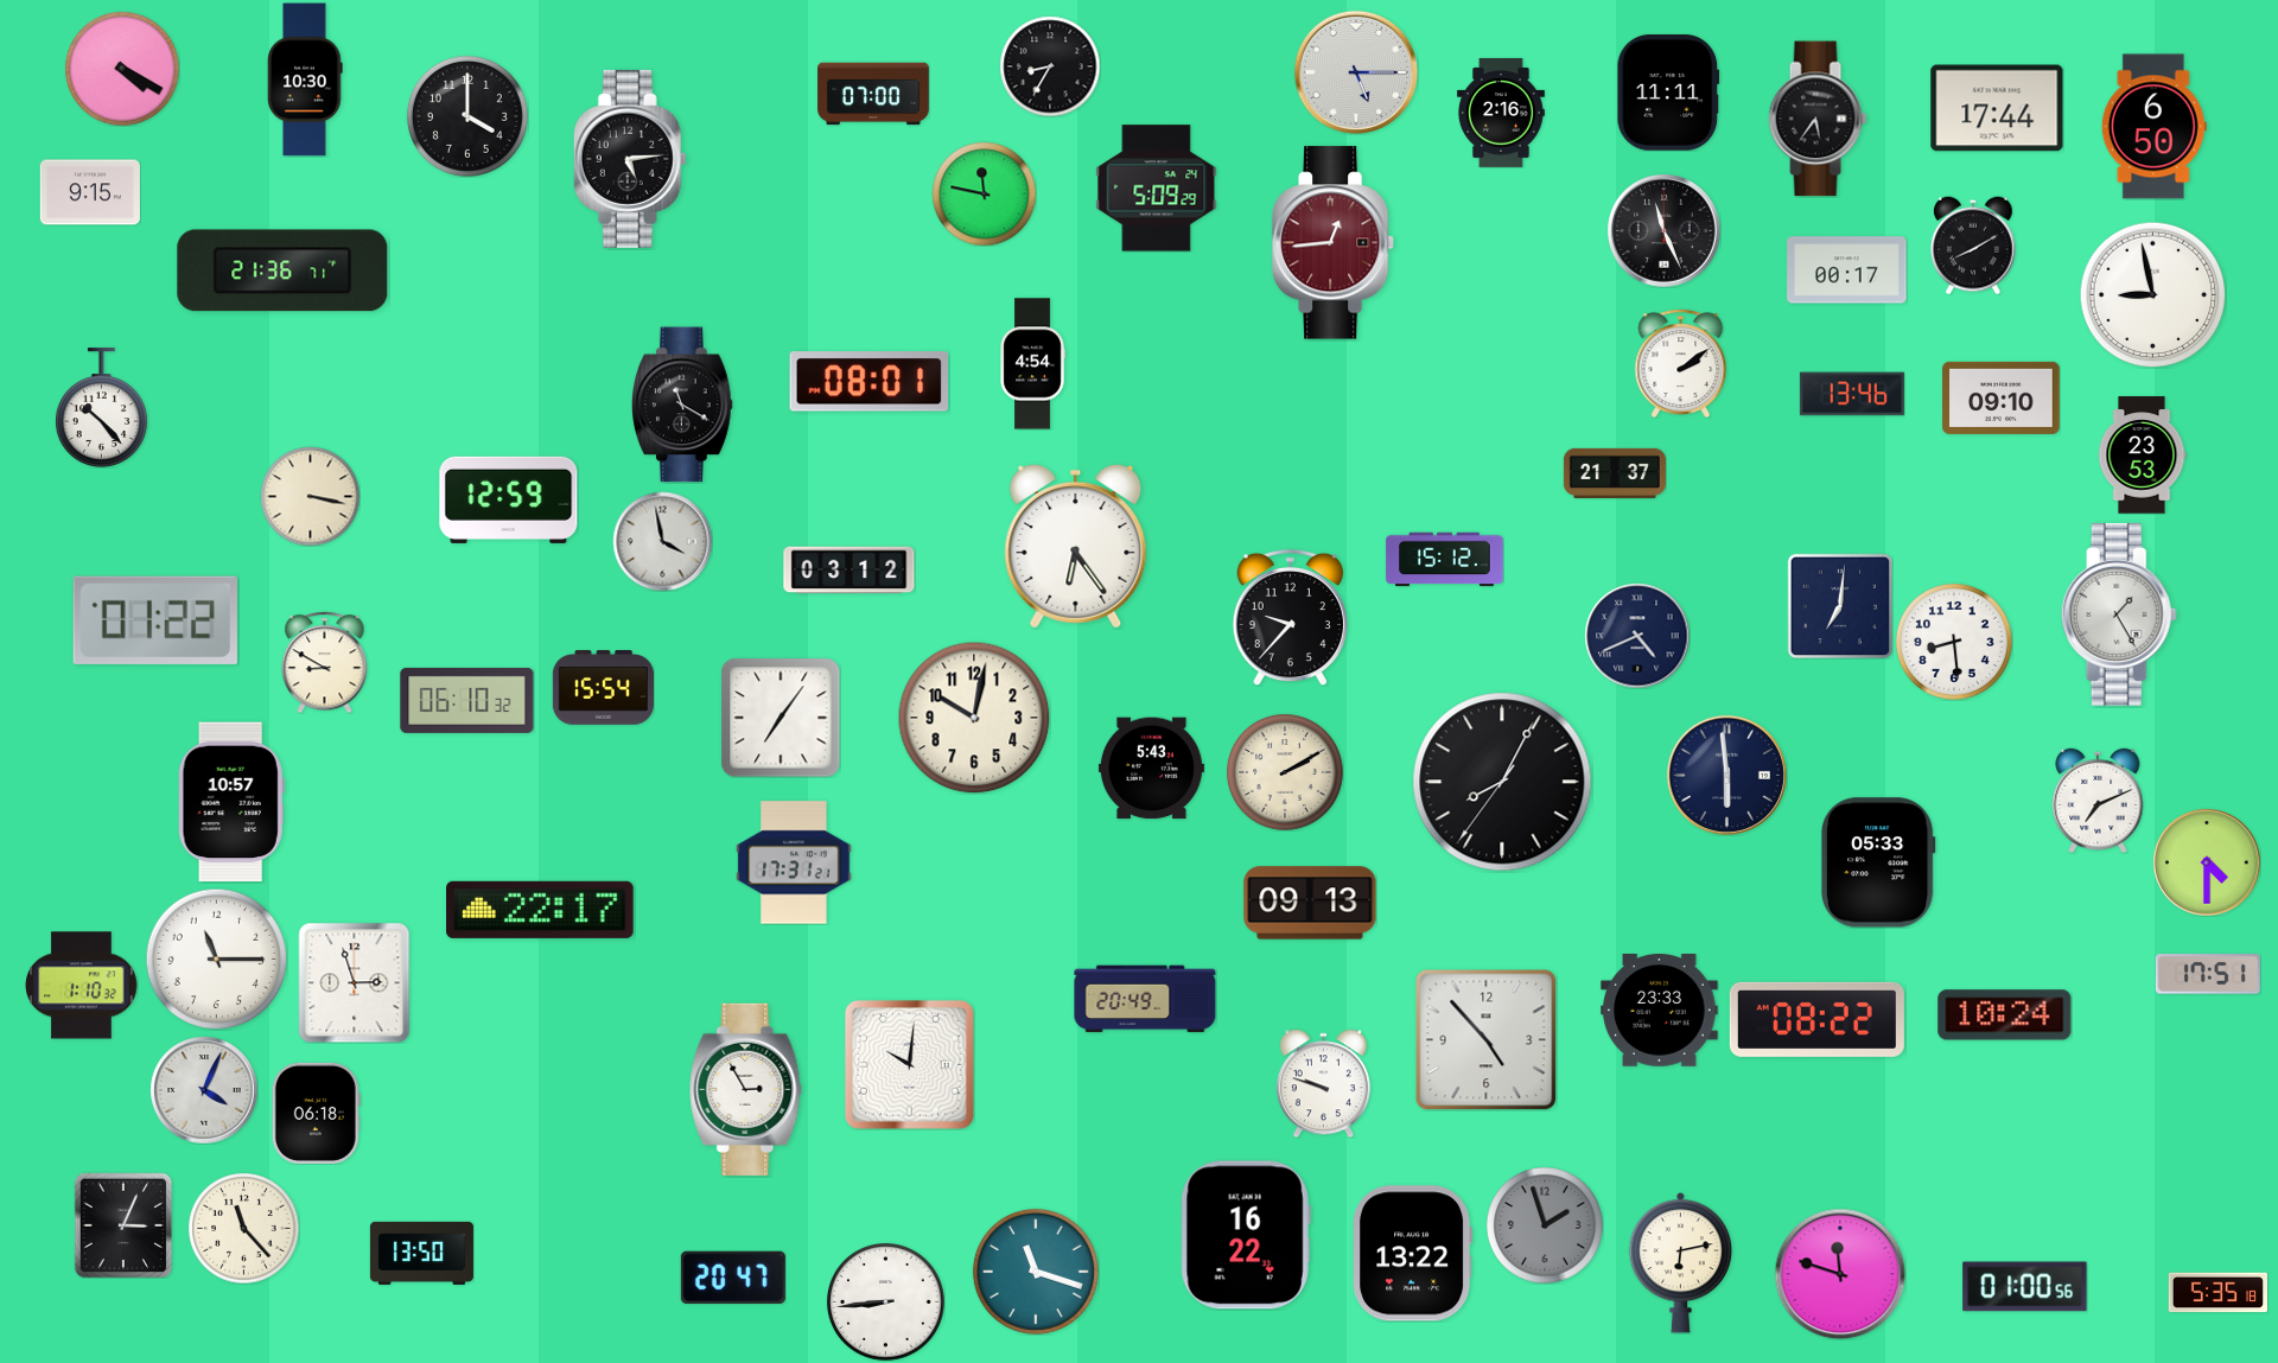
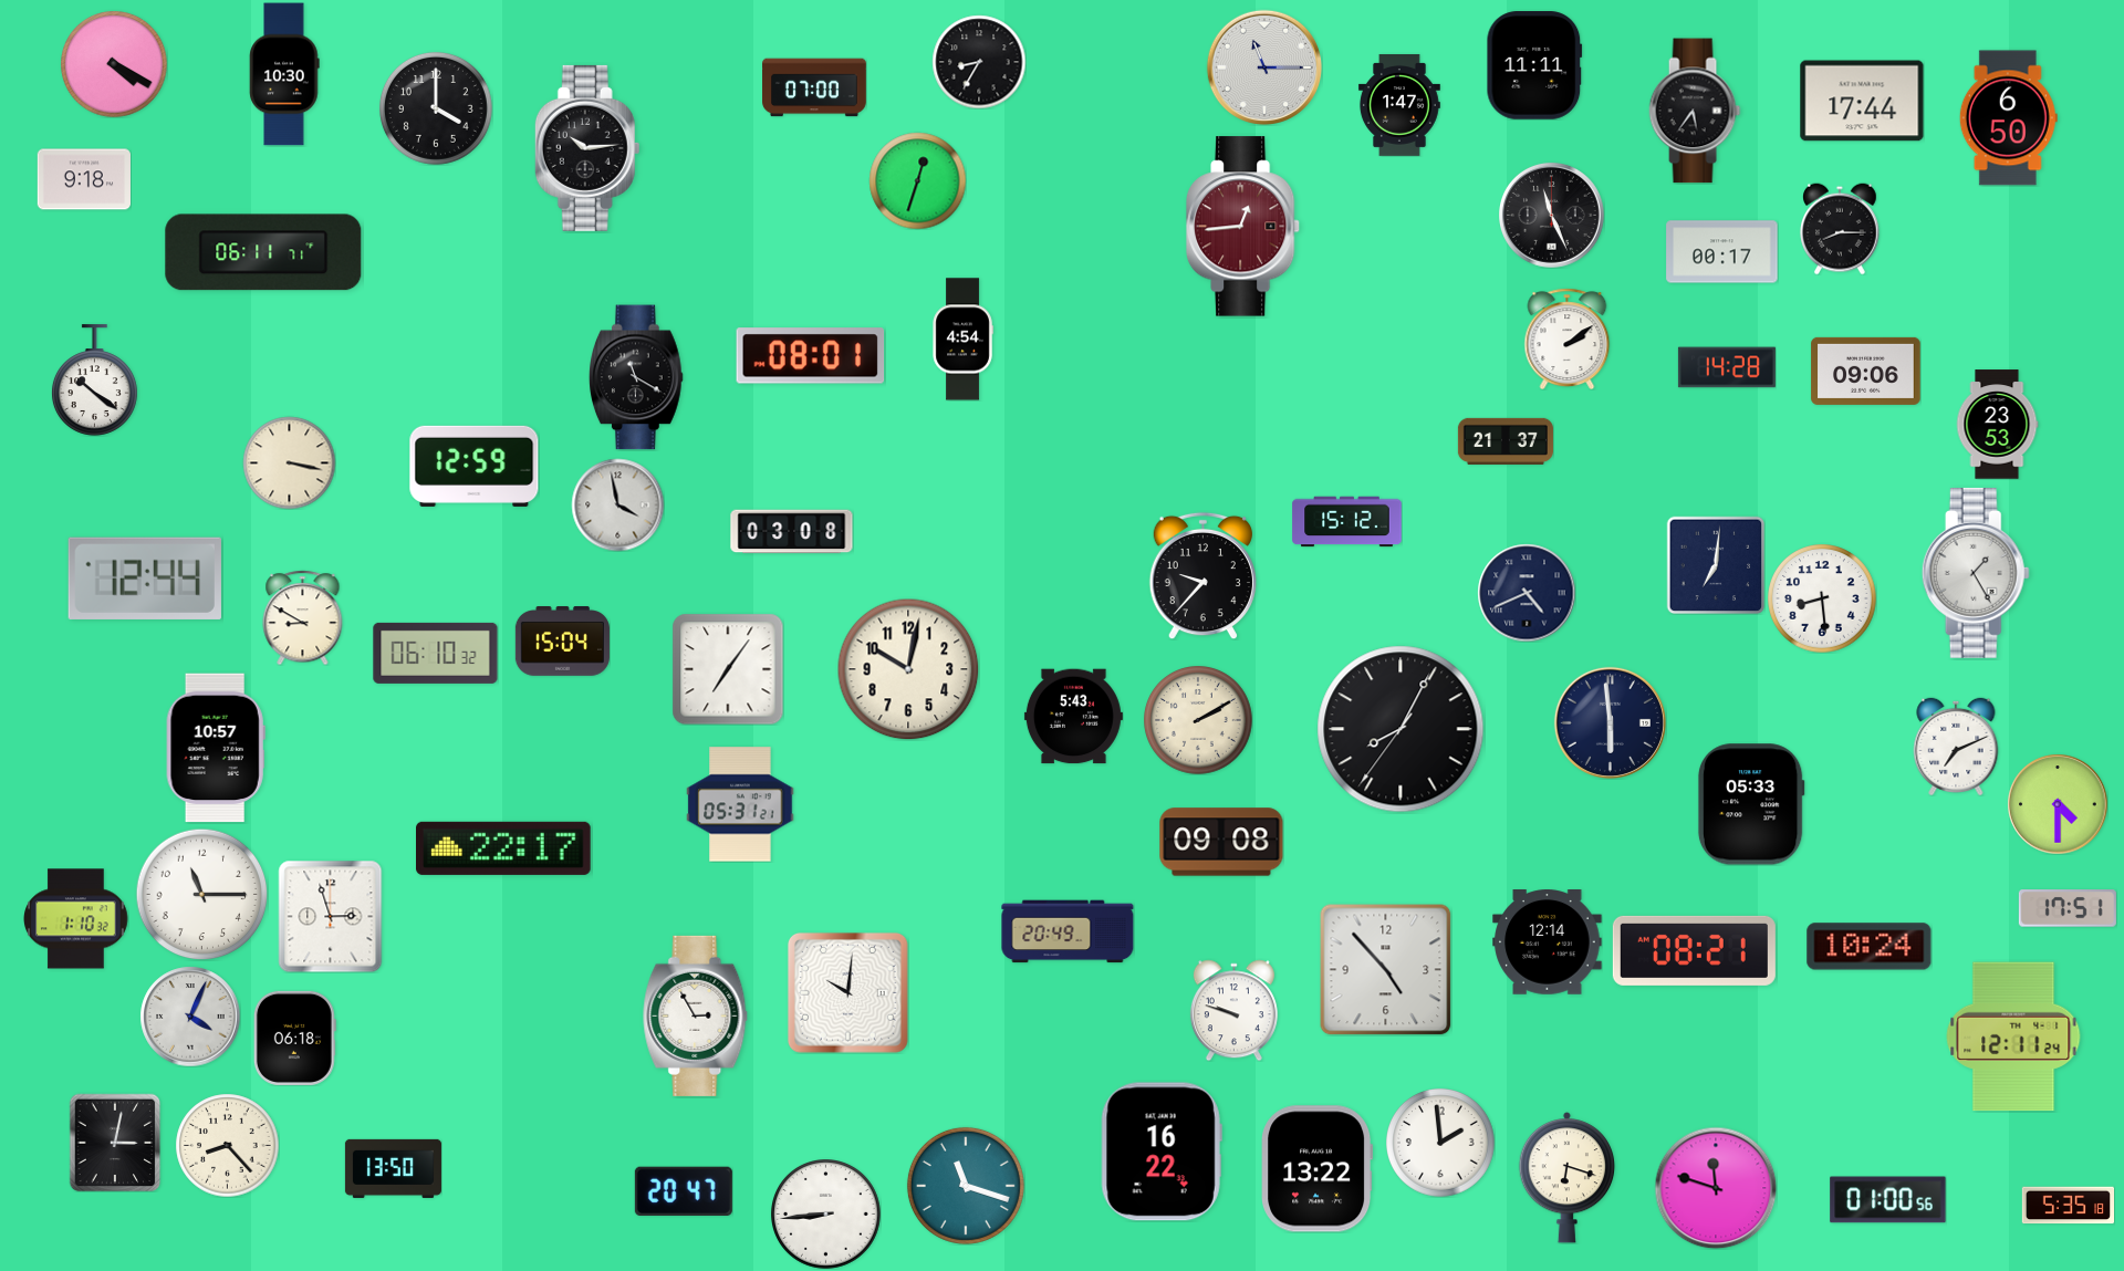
clock at (1355, 71): 5:15 -> 11:15
clock at (1668, 93) position: (1668, 93) -> (1534, 65)
clock at (1501, 113): 2:16 -> 1:47
clock at (630, 159): 5:14 -> 10:14
clock at (1157, 189): 5:09 -> none
clock at (90, 192): 9:15 -> 9:18
clock at (984, 193): 11:47 -> 12:33
clock at (1974, 246): 8:10 -> 8:15
clock at (282, 270): 21:36 -> 06:11
clock at (2152, 294): 8:58 -> none
clock at (1852, 394): 13:46 -> 14:28
clock at (2002, 397): 09:10 -> 09:06
clock at (101, 408): 10:23 -> 10:21
clock at (1076, 546): 6:24 -> none
clock at (850, 571): 03:12 -> 03:08
clock at (155, 620): 01:22 -> 12:44
clock at (603, 688): 15:54 -> 15:04
clock at (794, 862): 17:31 -> 05:31
clock at (1310, 903): 09:13 -> 09:08
clock at (2208, 974) position: (2208, 974) -> (2068, 908)
clock at (1660, 1011): 23:33 -> 12:14
clock at (1816, 1019): 08:22 -> 08:21
clock at (2013, 1036): none -> 12:11
clock at (123, 1225): 3:04 -> 3:02
clock at (1546, 1227): 1:57 -> 1:59
clock at (1546, 1227) dial: grey -> white
clock at (243, 1228): 11:23 -> 8:23
clock at (1681, 1263): 6:13 -> 6:18
